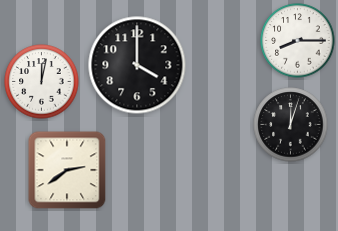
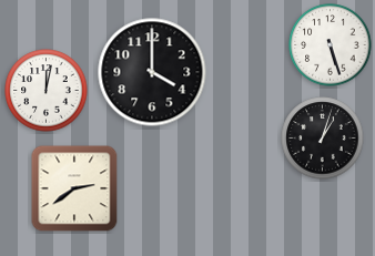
clock at (298, 41): 8:15 -> 5:27
clock at (291, 125): 12:03 -> 1:03
